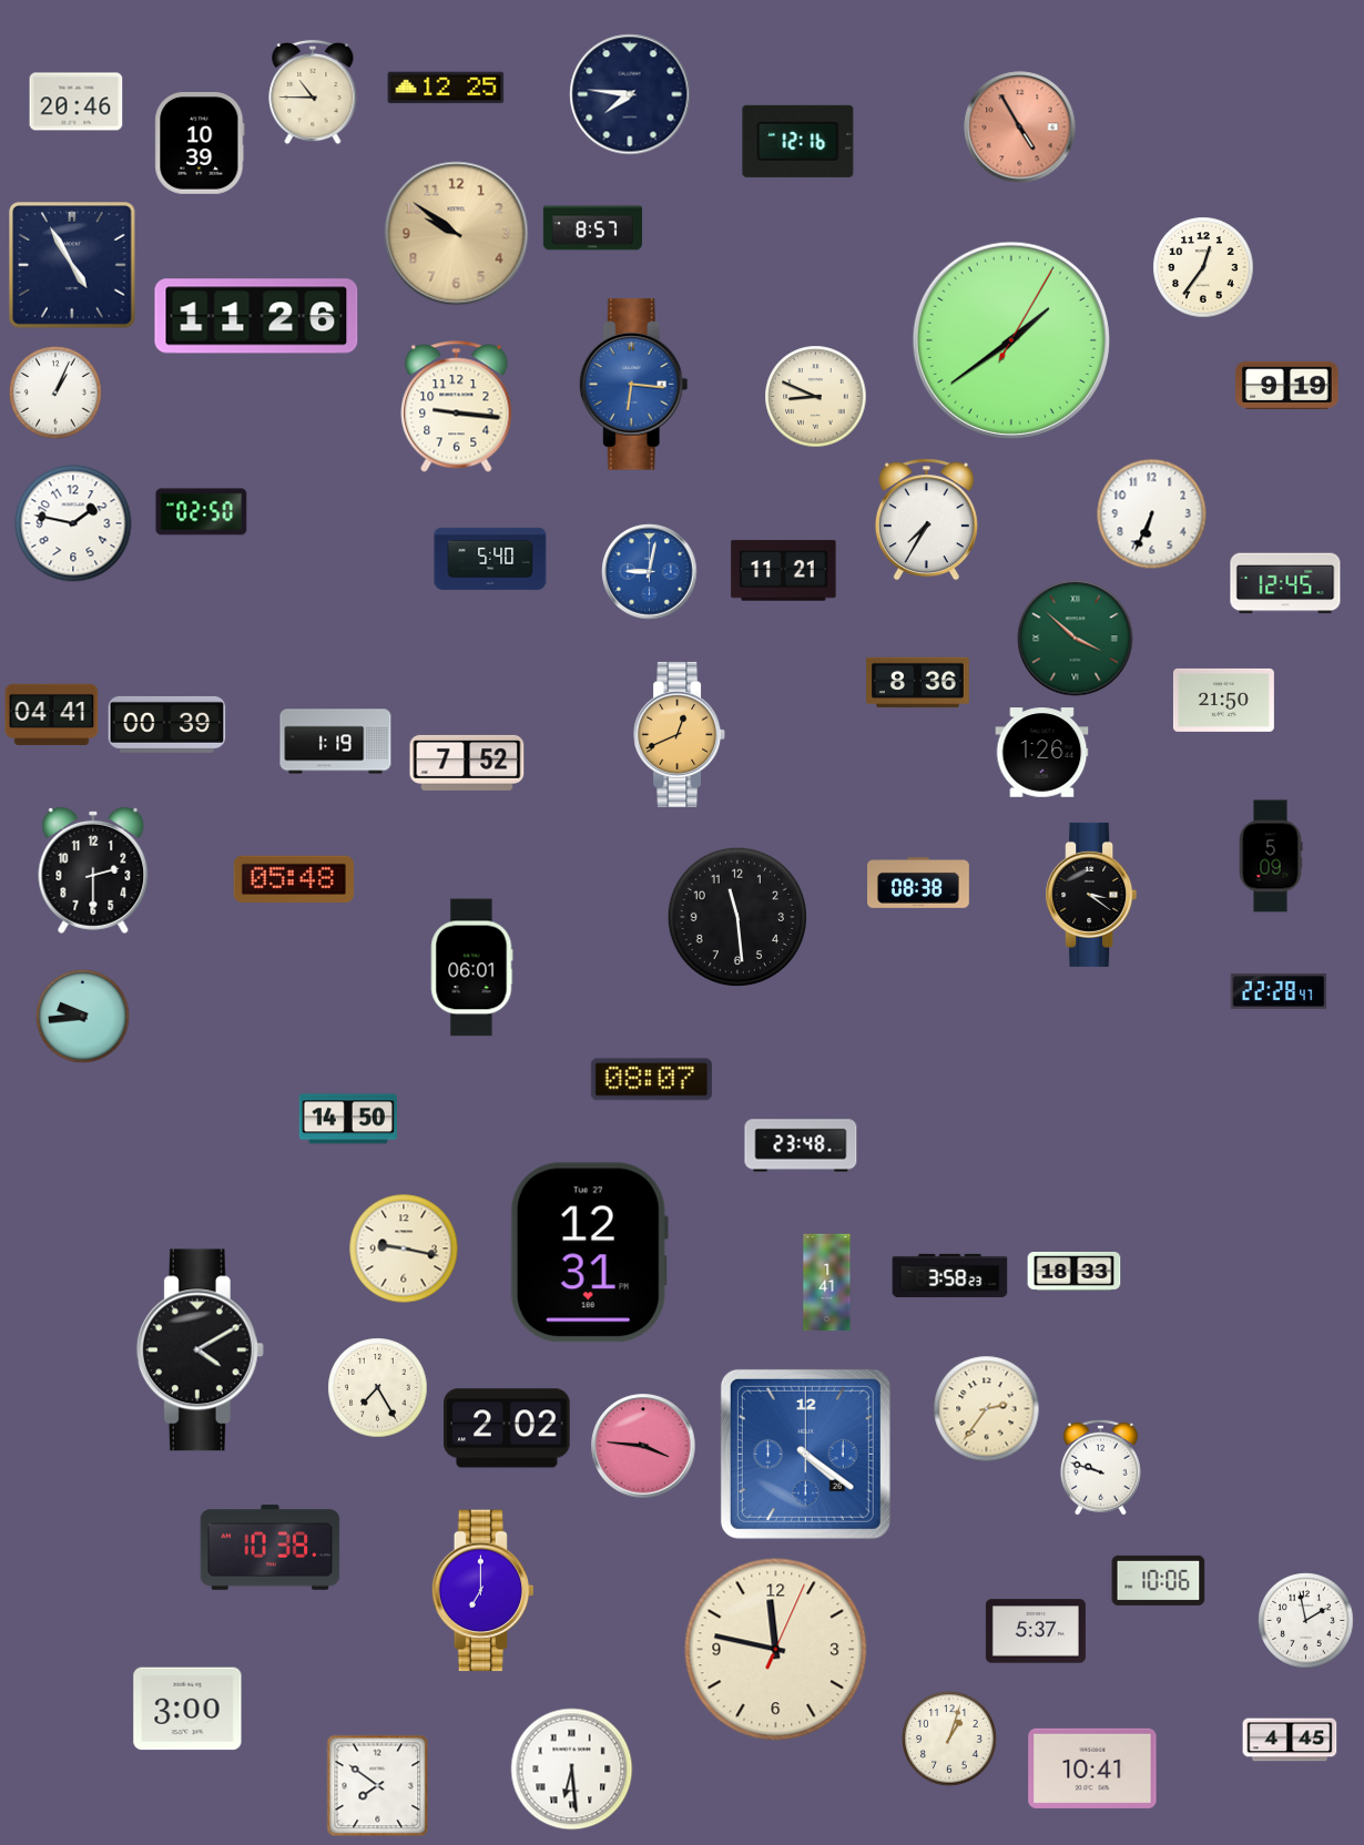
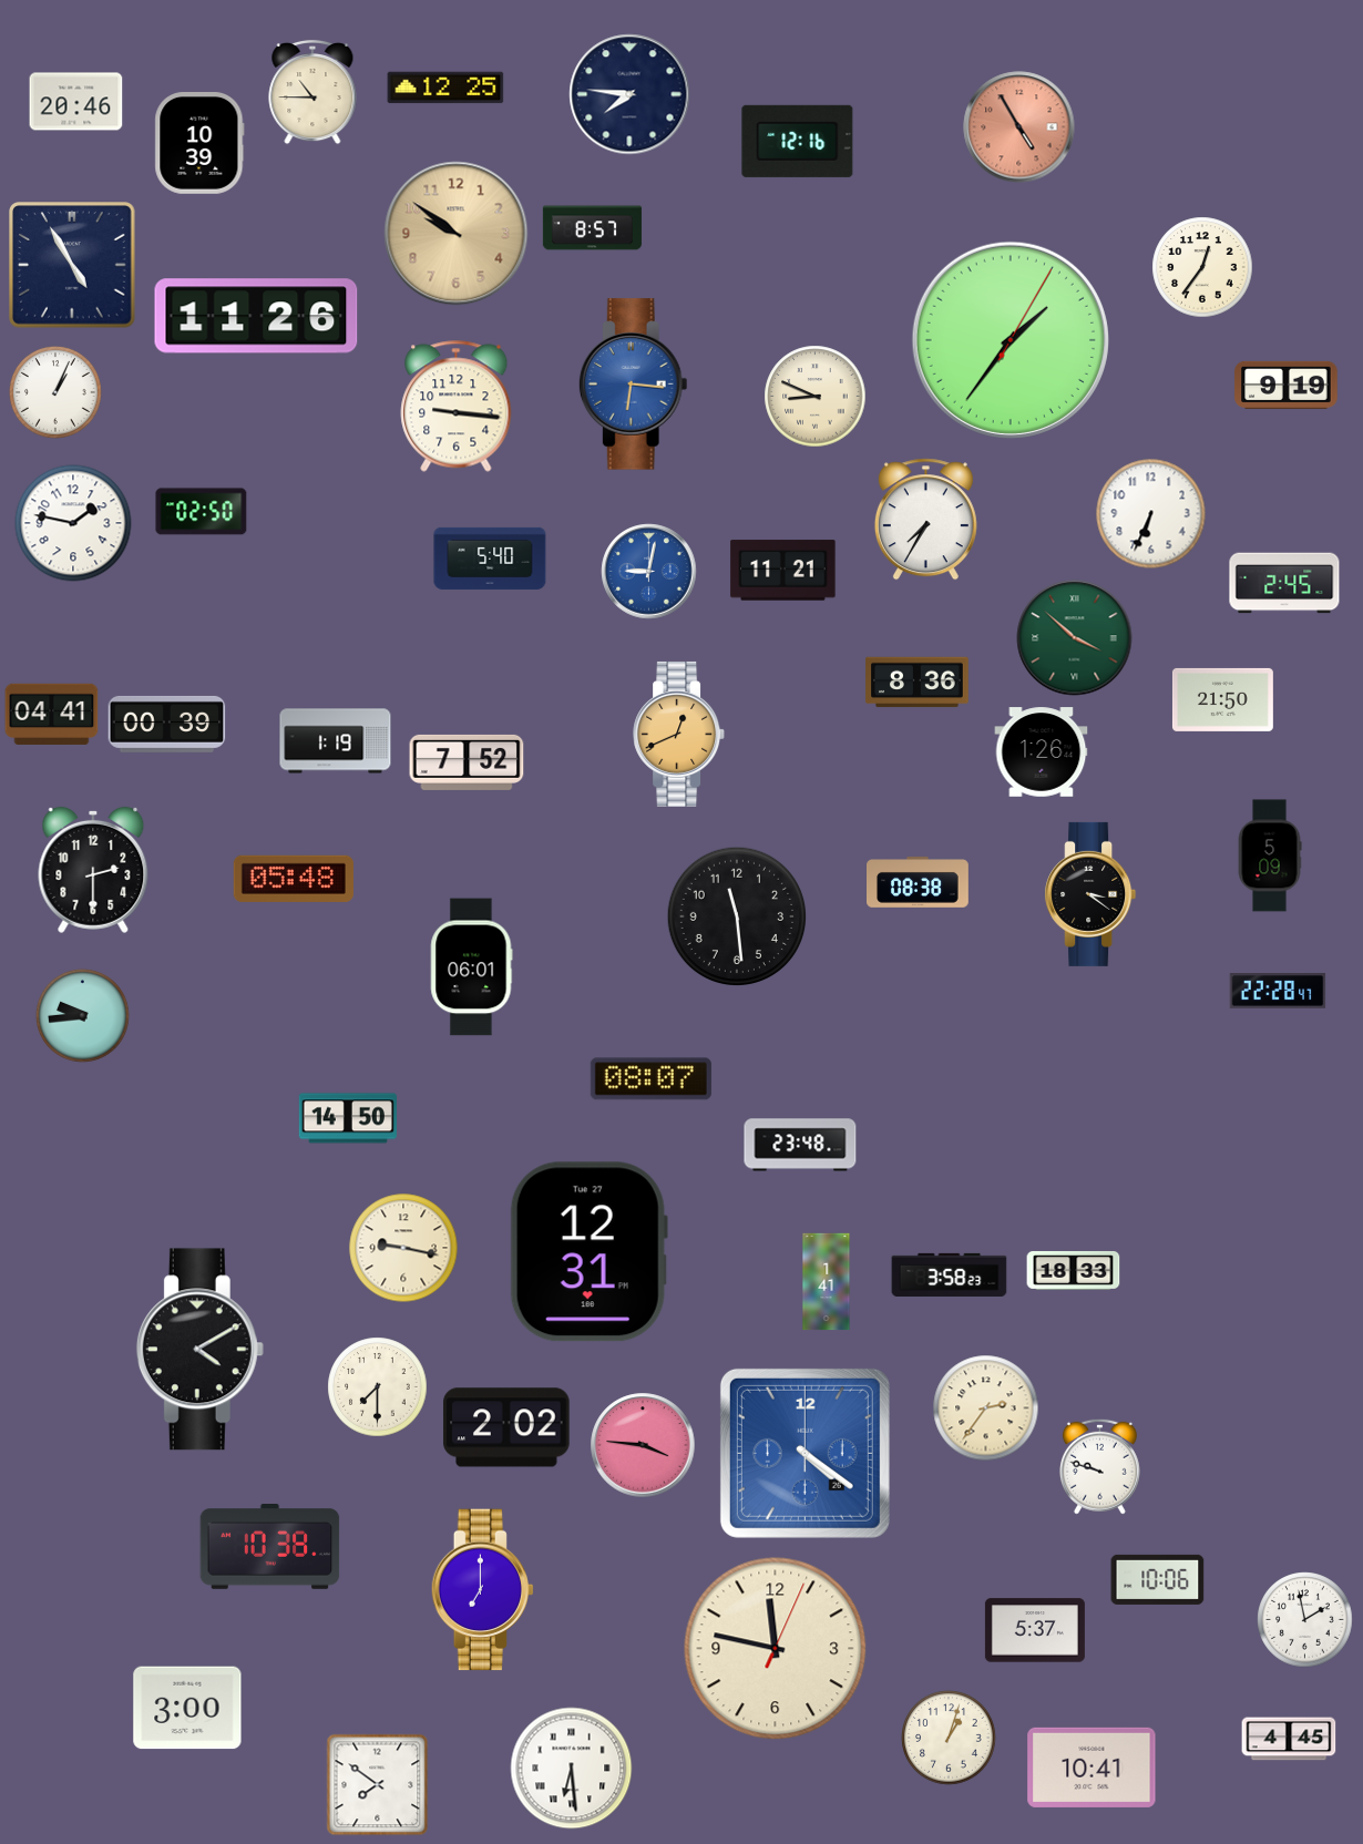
clock at (1011, 340): 1:39 -> 1:36
clock at (1285, 583): 12:45 -> 2:45
clock at (378, 1388): 7:25 -> 7:30
